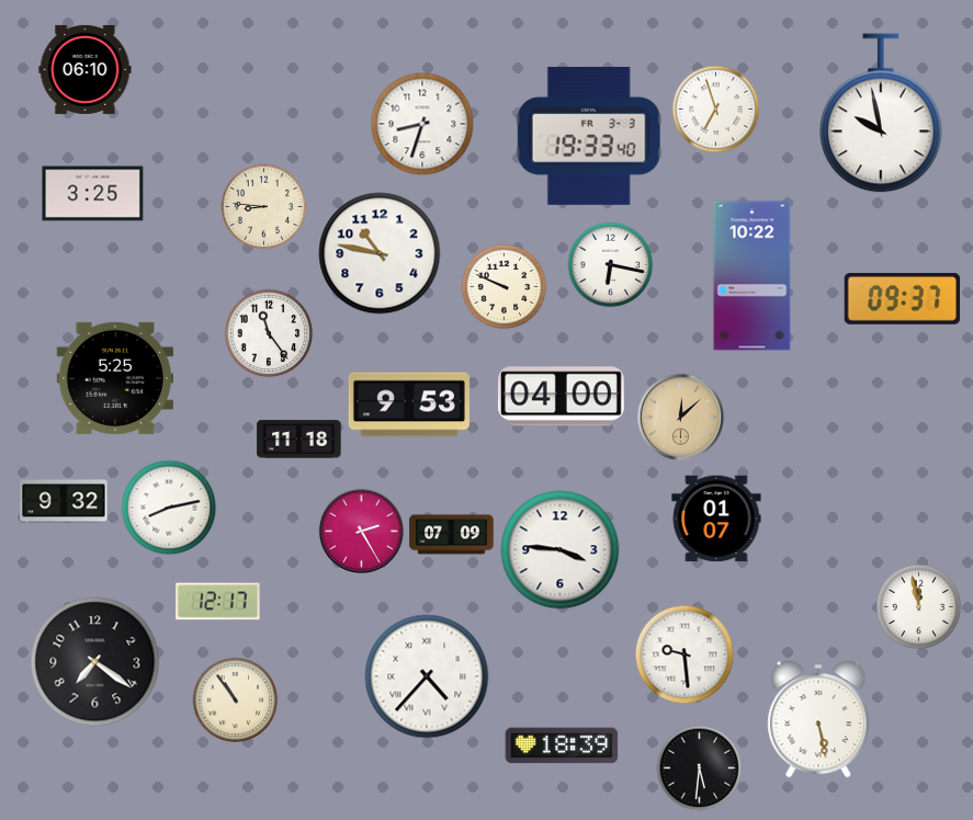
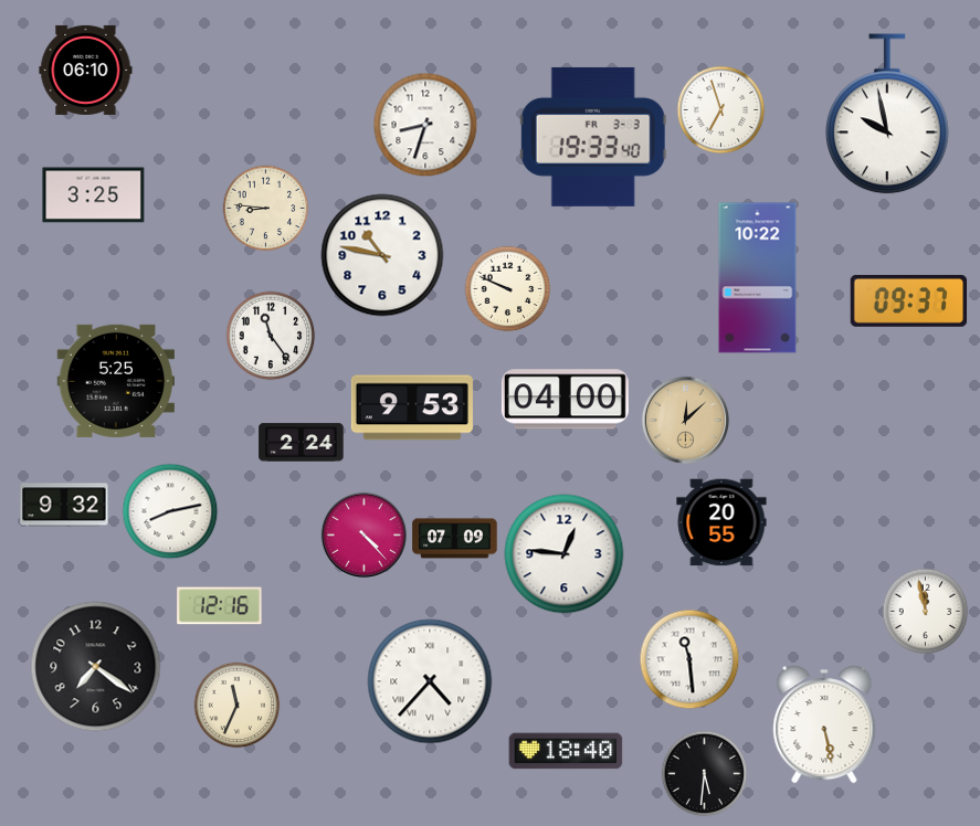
clock at (610, 264): 6:17 -> none
clock at (299, 440): 11:18 -> 2:24
clock at (716, 519): 01:07 -> 20:55
clock at (361, 531): 2:25 -> 4:23
clock at (561, 550): 3:46 -> 12:46
clock at (218, 602): 12:17 -> 12:16
clock at (685, 654): 9:29 -> 11:29
clock at (235, 699): 10:54 -> 11:34
clock at (562, 745): 18:39 -> 18:40
